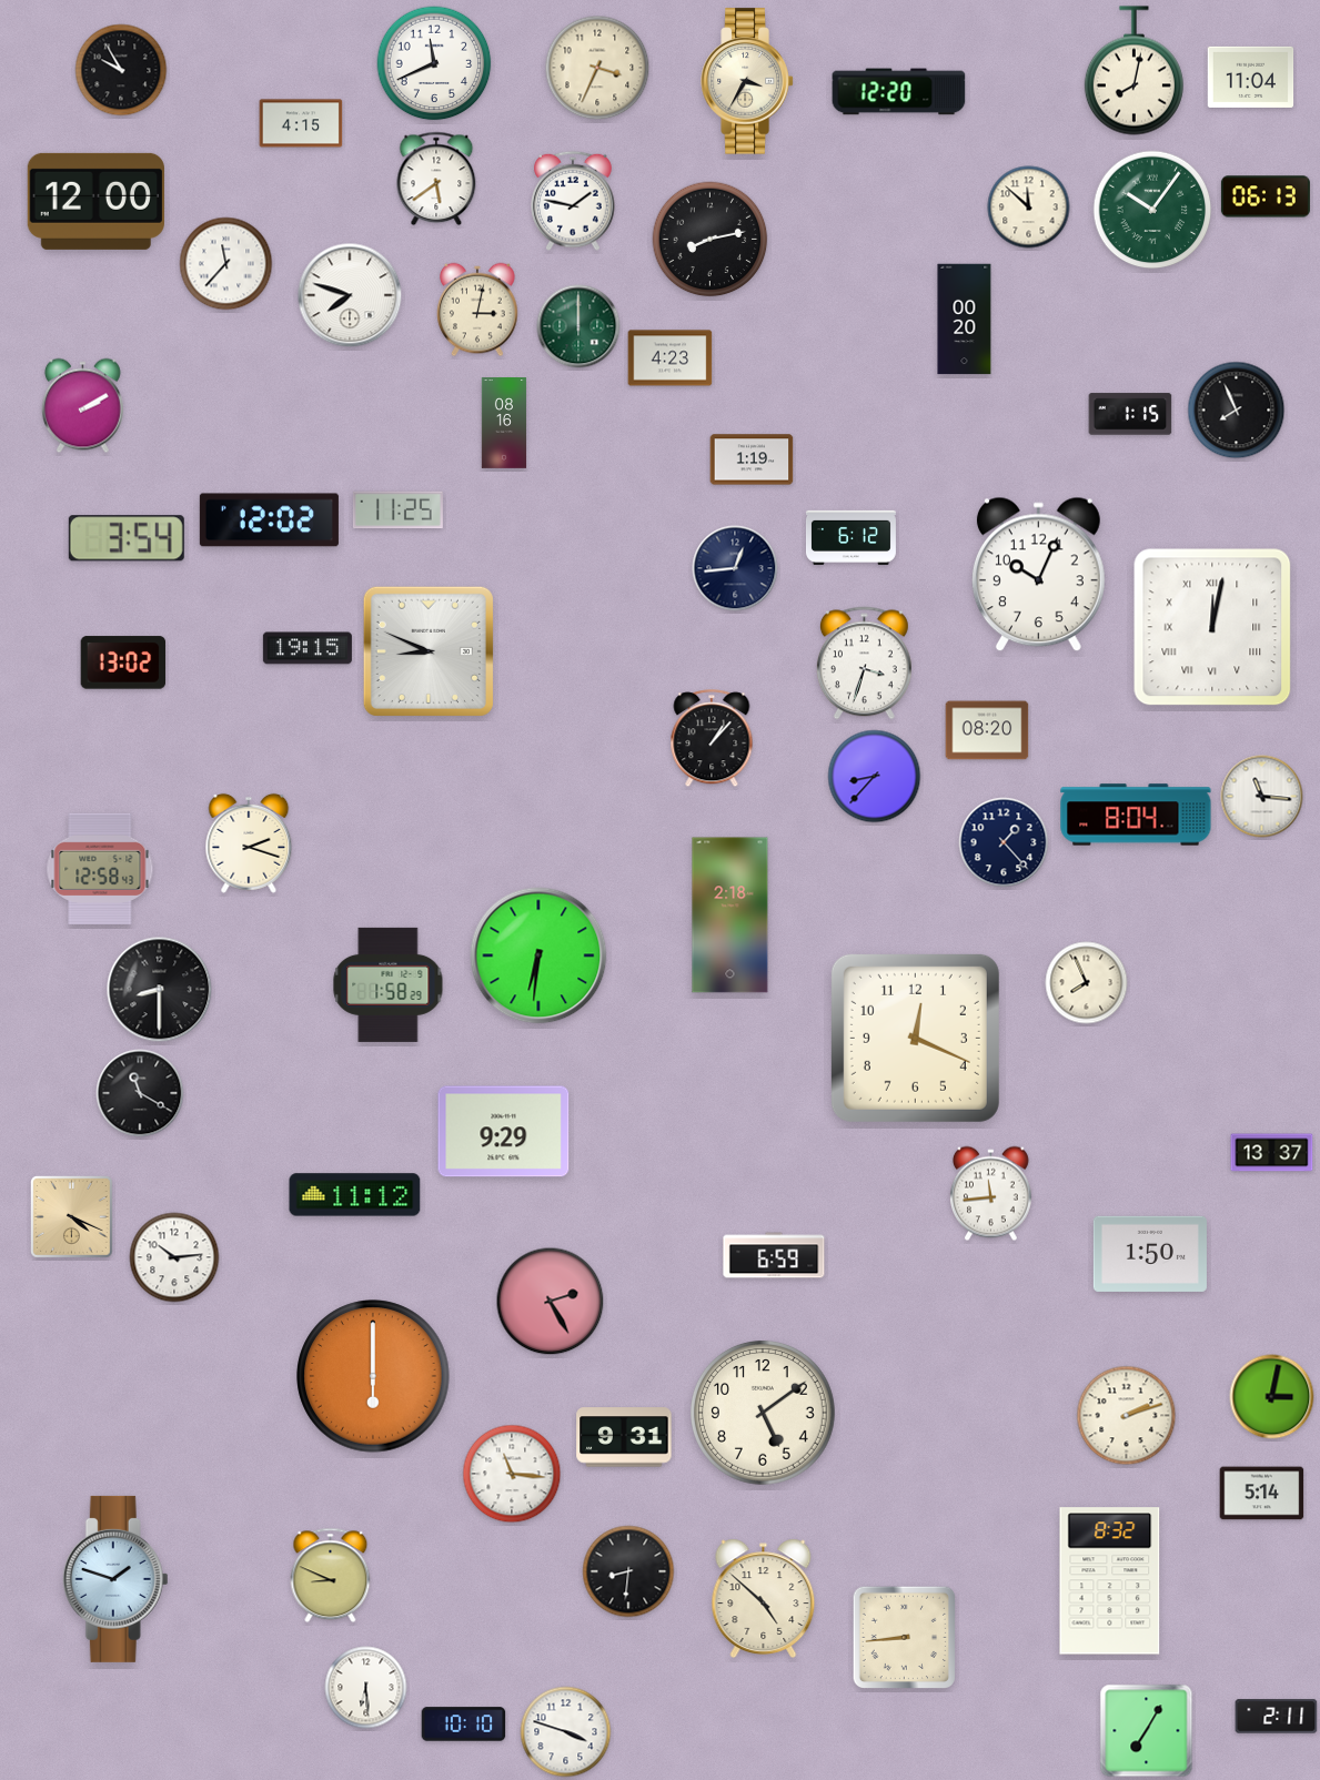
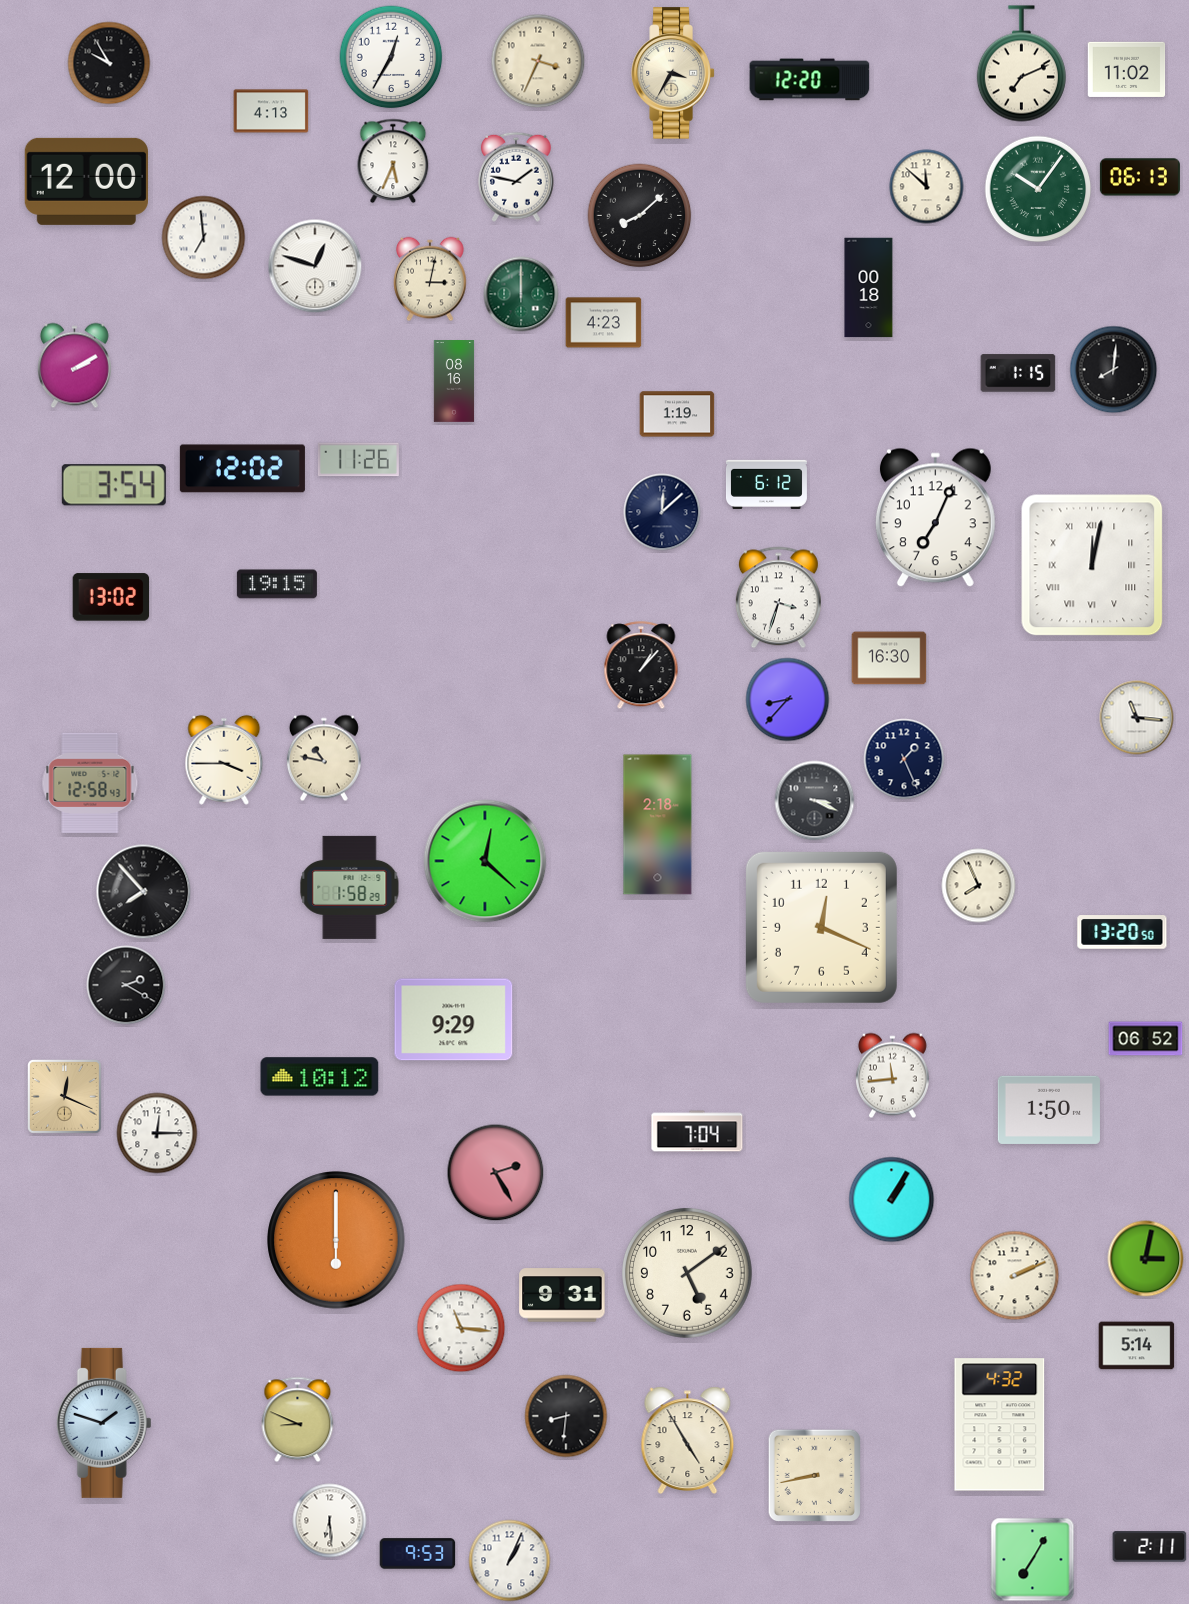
clock at (434, 63): 11:41 -> 12:35
clock at (1133, 71): 8:02 -> 7:11
clock at (1251, 77): 11:04 -> 11:02
clock at (899, 92) position: (899, 92) -> (810, 80)
clock at (301, 123): 4:15 -> 4:13
clock at (436, 179): 5:39 -> 5:34
clock at (573, 201) position: (573, 201) -> (516, 177)
clock at (711, 240): 8:13 -> 8:08
clock at (226, 264): 11:37 -> 6:59
clock at (350, 295): 7:48 -> 12:48
clock at (965, 320): 00:20 -> 00:18
clock at (1237, 411): 7:56 -> 8:01
clock at (397, 510): 11:25 -> 11:26
clock at (735, 568): 12:44 -> 12:08
clock at (1038, 575): 10:04 -> 7:04
clock at (429, 651): 8:49 -> none
clock at (987, 730): 08:20 -> 16:30
clock at (1136, 815): 8:04 -> none
clock at (324, 758): none -> 10:47
clock at (1004, 842): 1:23 -> 1:26
clock at (249, 843): 2:18 -> 3:45
clock at (815, 801): none -> 3:19
clock at (538, 955): 6:31 -> 12:22
clock at (160, 990): 8:30 -> 7:53
clock at (1122, 932): none -> 13:20
clock at (915, 1038) position: (915, 1038) -> (821, 927)
clock at (140, 1093): 11:20 -> 2:20
clock at (1272, 1153): 13:37 -> 06:52
clock at (355, 1195): 11:12 -> 10:12
clock at (72, 1217): 4:19 -> 12:19
clock at (1150, 1254) position: (1150, 1254) -> (1049, 1110)
clock at (774, 1255): 6:59 -> 7:04
clock at (174, 1257): 10:14 -> 12:15
clock at (892, 1200): none -> 1:05
clock at (1127, 1416): 2:12 -> 2:11
clock at (1110, 1581): 8:32 -> 4:32
clock at (764, 1598): 4:52 -> 4:55
clock at (905, 1638): 8:44 -> 8:43
clock at (464, 1725): 10:10 -> 9:53
clock at (566, 1732): 3:48 -> 1:04
